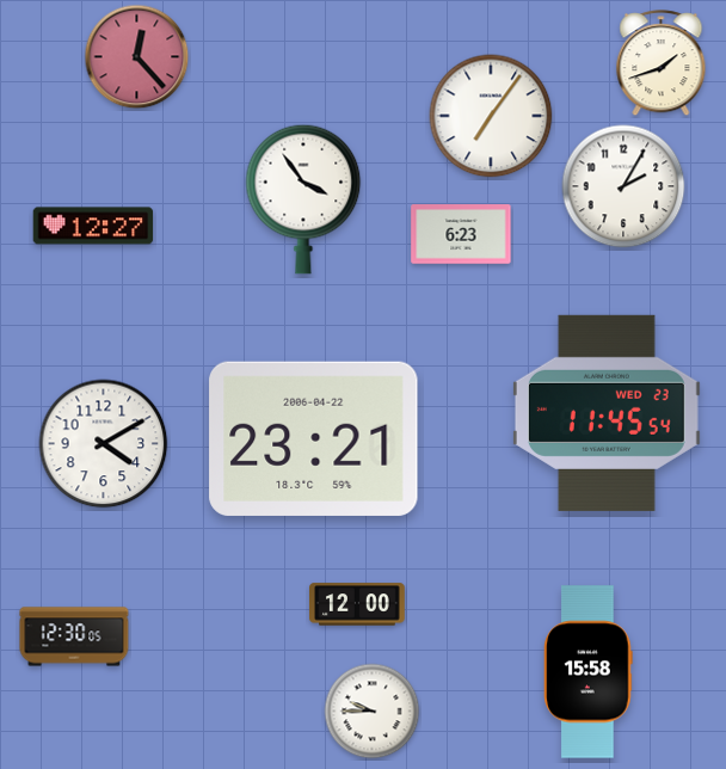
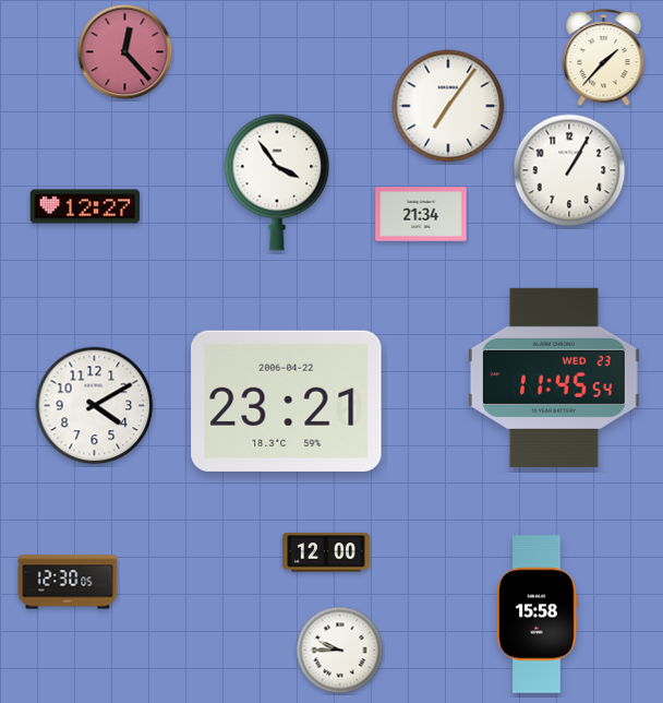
clock at (662, 63): 1:42 -> 1:37
clock at (623, 186): 2:05 -> 1:05
clock at (461, 234): 6:23 -> 21:34
